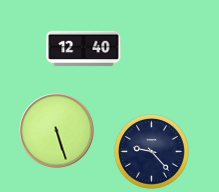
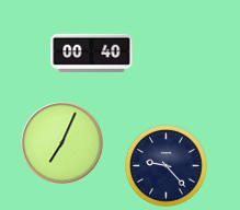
clock at (84, 49): 12:40 -> 00:40
clock at (57, 131): 5:27 -> 7:04
